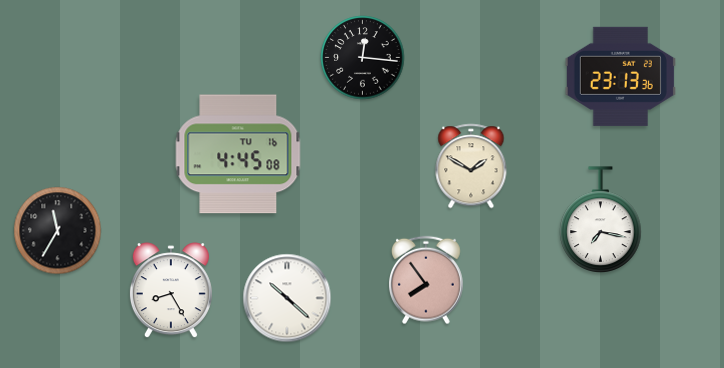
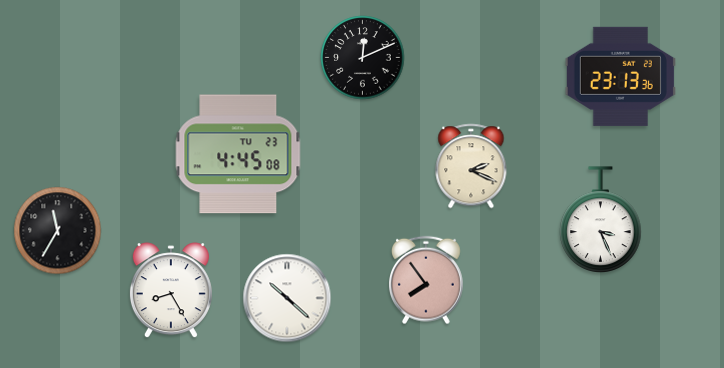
clock at (363, 58): 12:16 -> 12:11
clock at (238, 154) date: TU 16 -> TU 23
clock at (471, 166): 1:50 -> 2:19
clock at (601, 219): 7:17 -> 3:26
